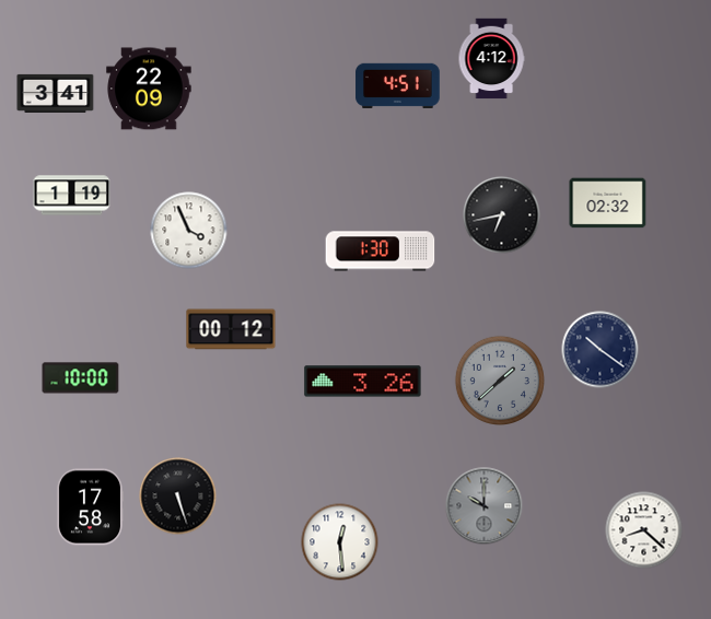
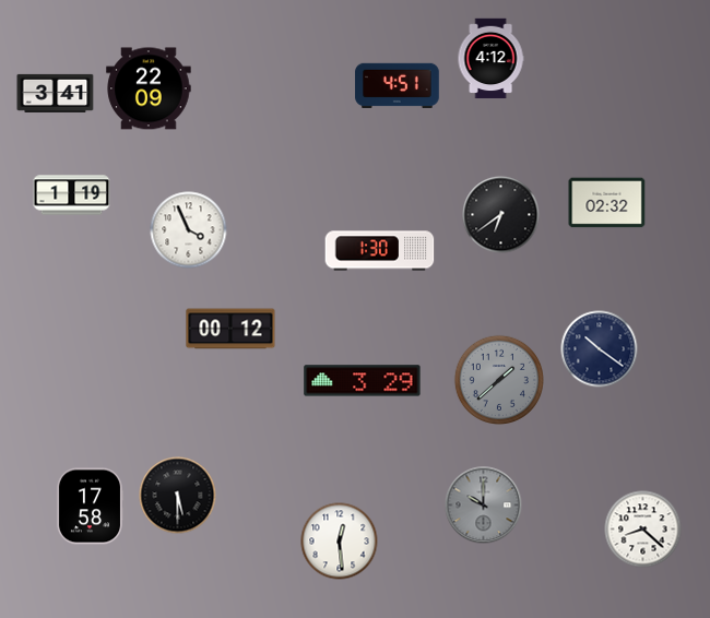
clock at (502, 215): 6:43 -> 6:39
clock at (81, 378): 10:00 -> none
clock at (363, 382): 3:26 -> 3:29
clock at (178, 497): 5:27 -> 5:30
